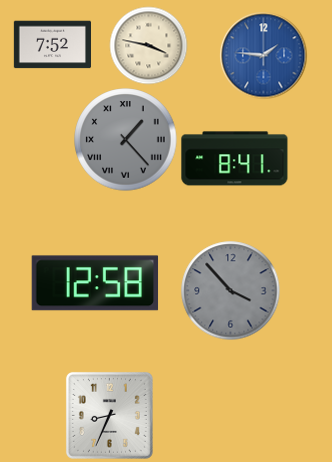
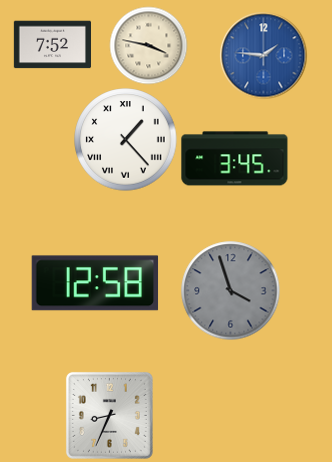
clock at (126, 140) dial: grey -> white
clock at (235, 159): 8:41 -> 3:45
clock at (231, 291): 3:53 -> 3:57
